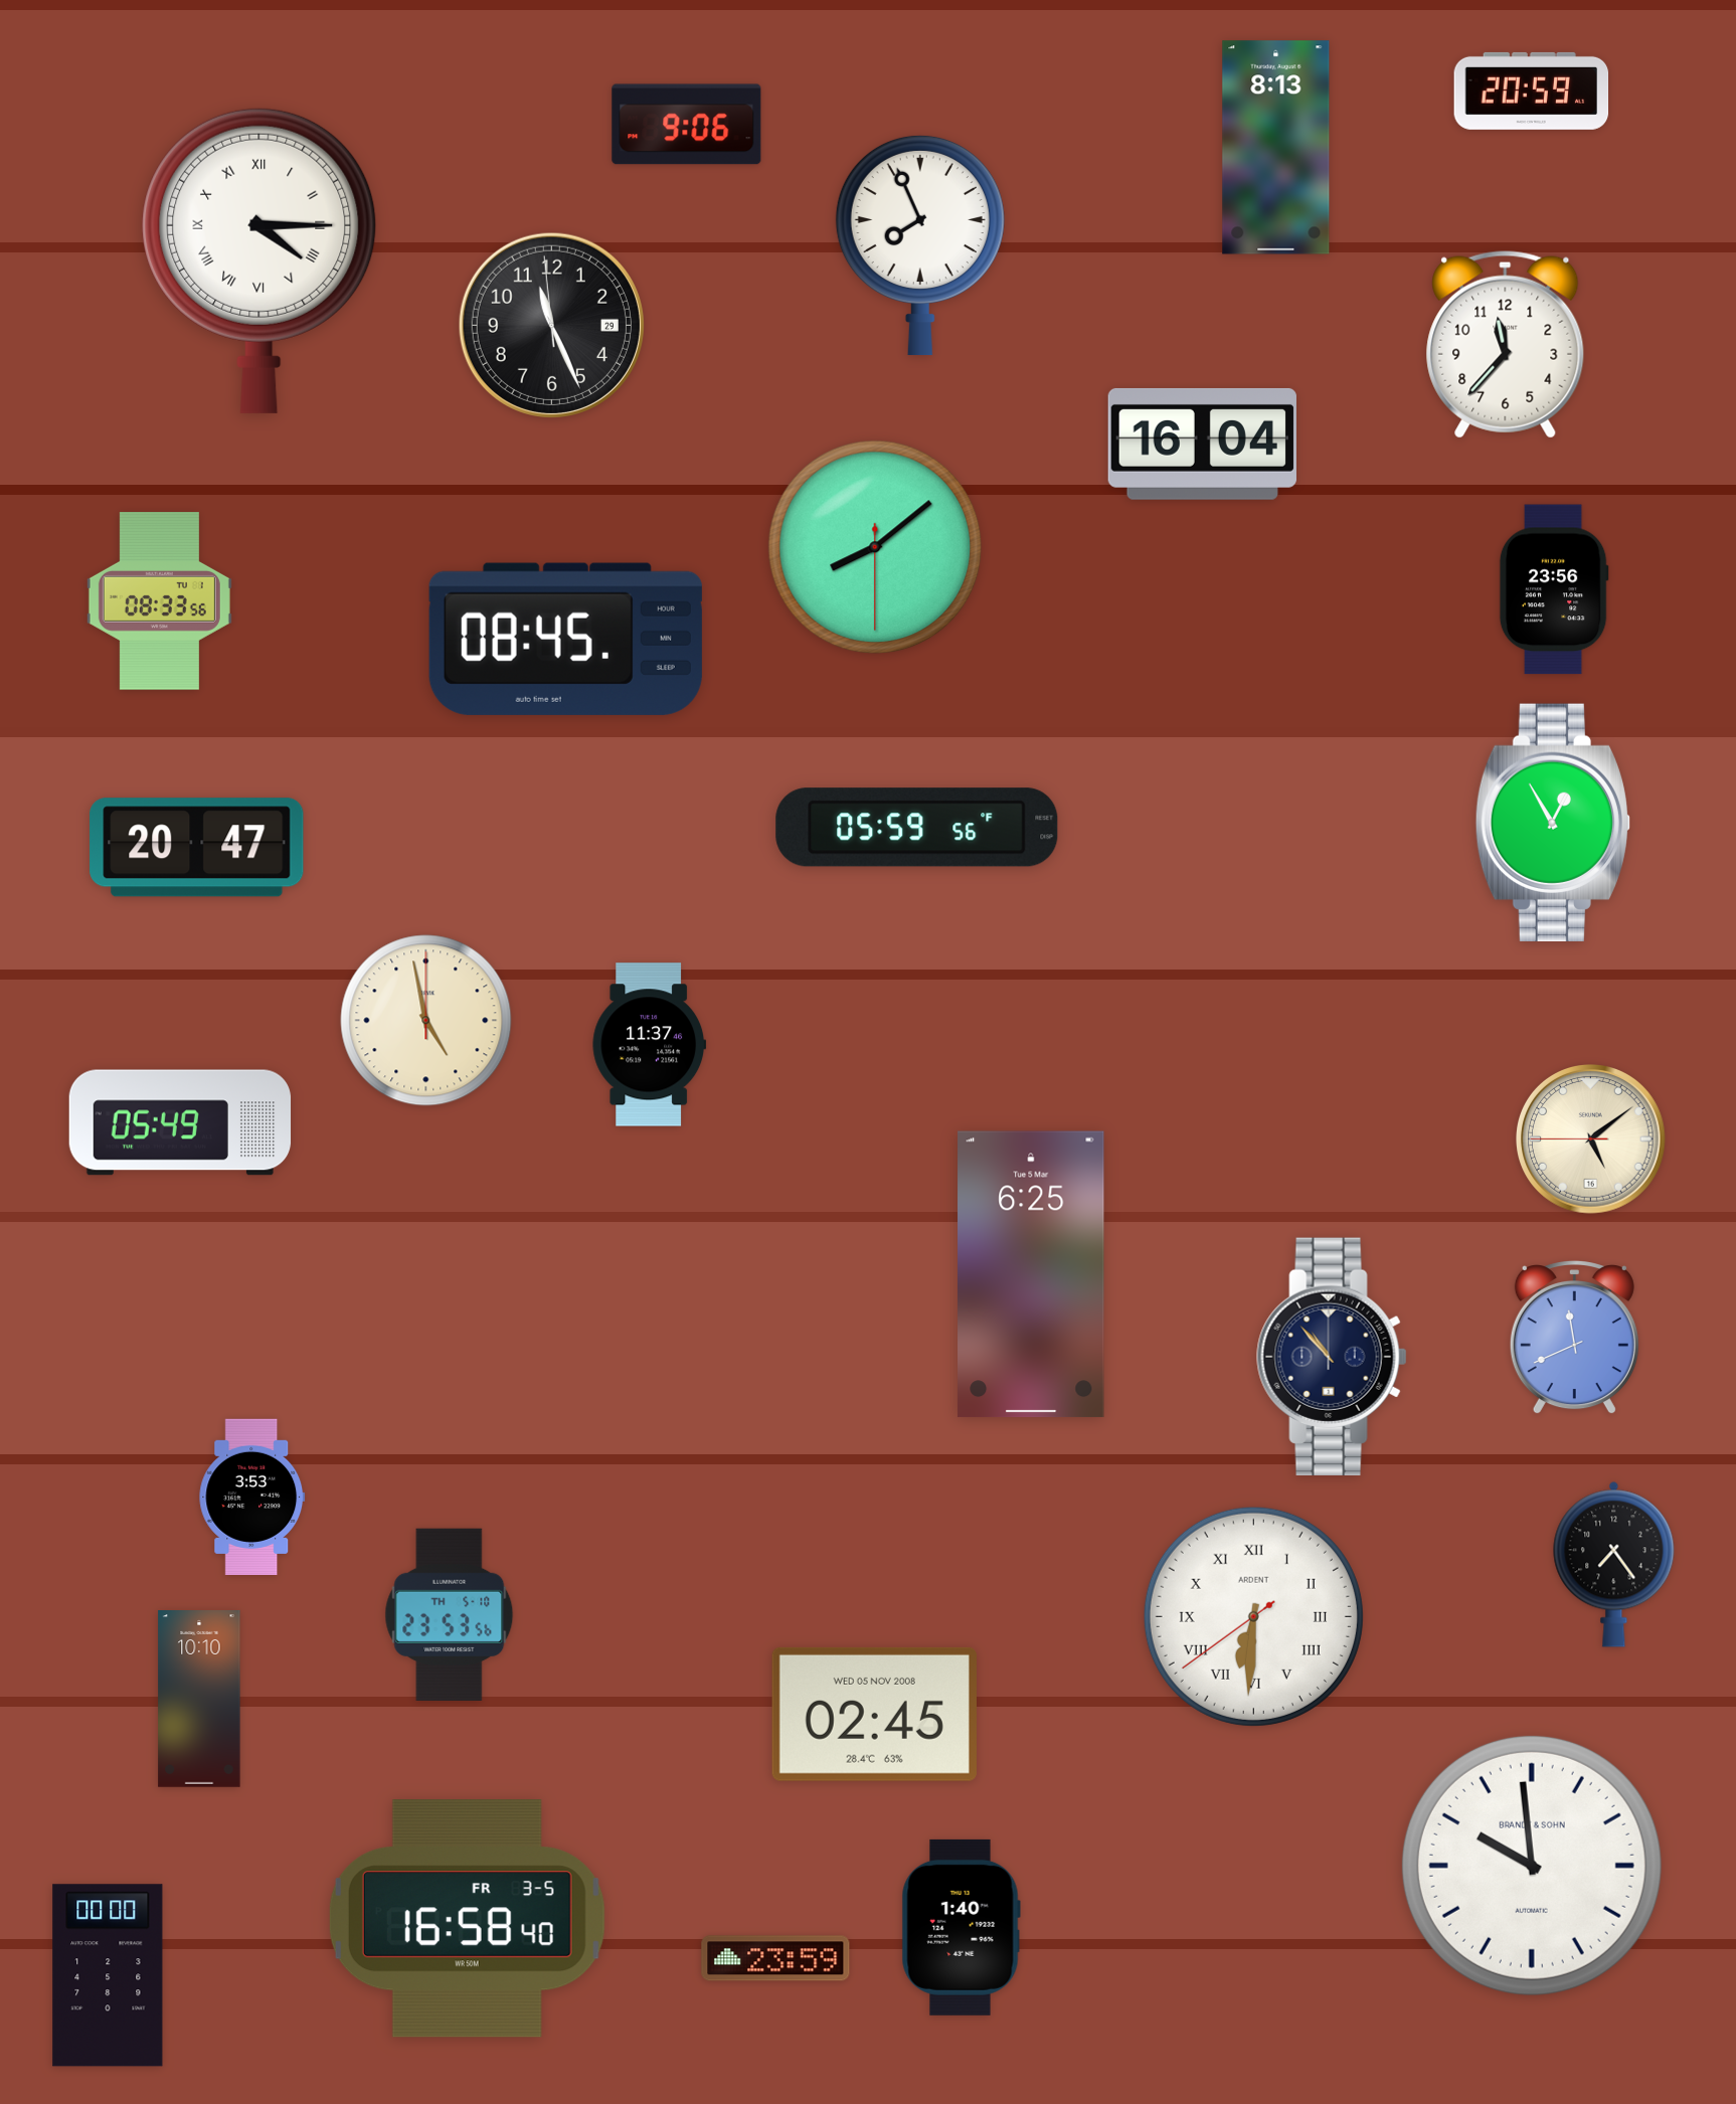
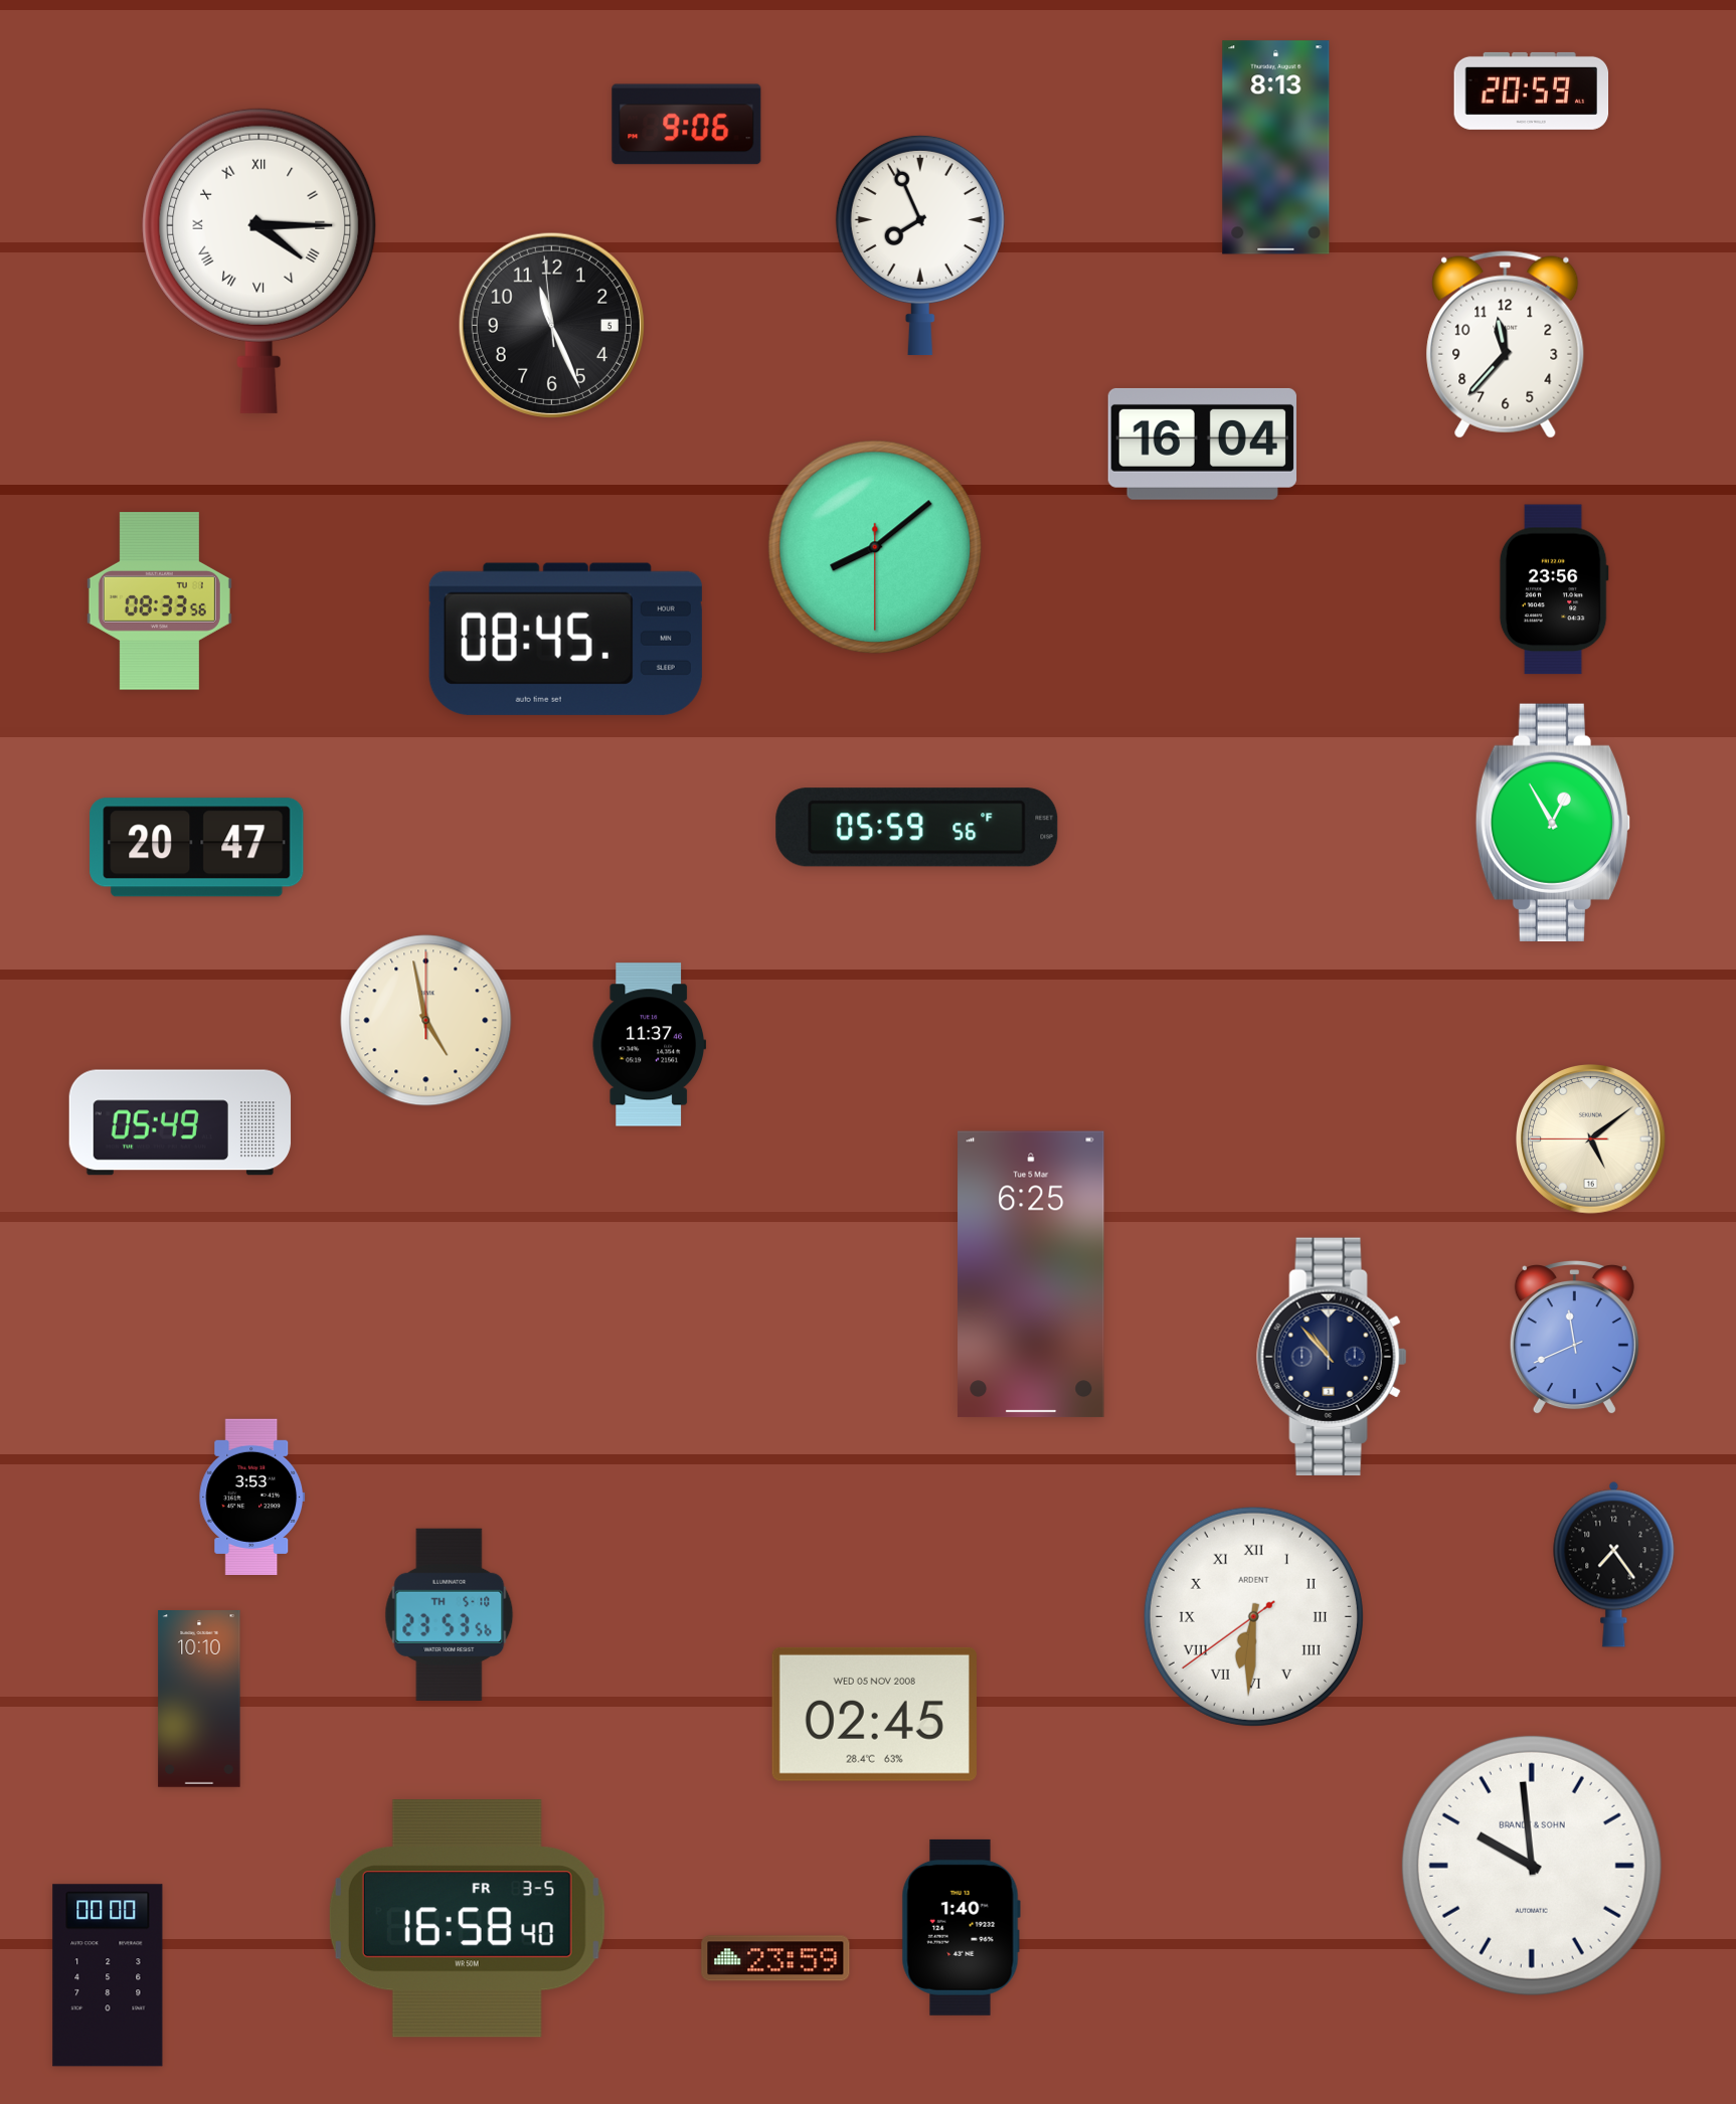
clock at (551, 325) date: 29 -> 5
